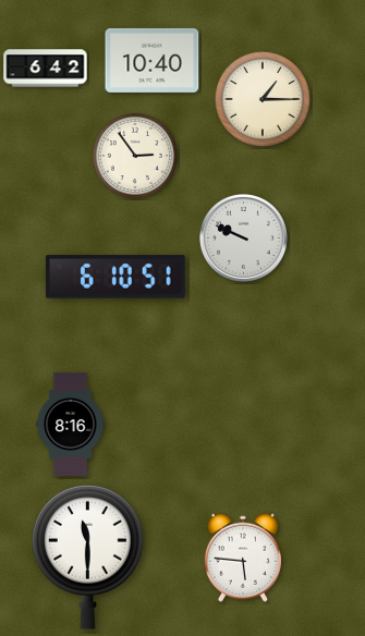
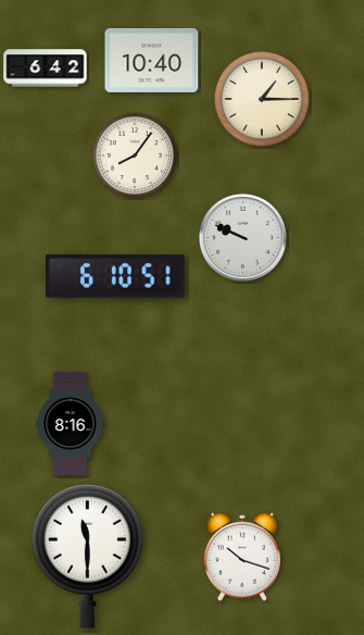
clock at (134, 155): 2:54 -> 8:06
clock at (243, 558): 5:46 -> 10:18
